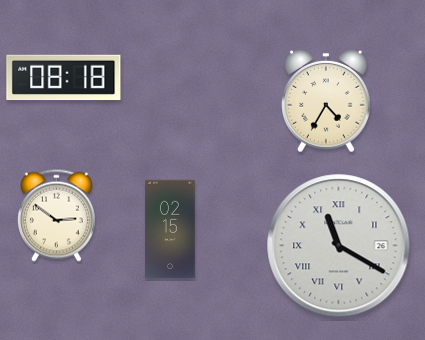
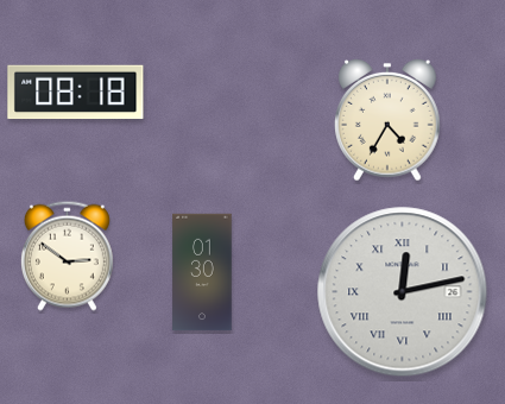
clock at (170, 229): 02:15 -> 01:30
clock at (339, 246): 11:20 -> 12:13
